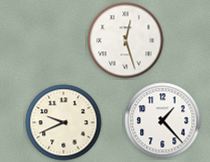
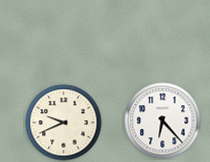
clock at (126, 41): 12:27 -> none
clock at (163, 121): 1:23 -> 6:23
